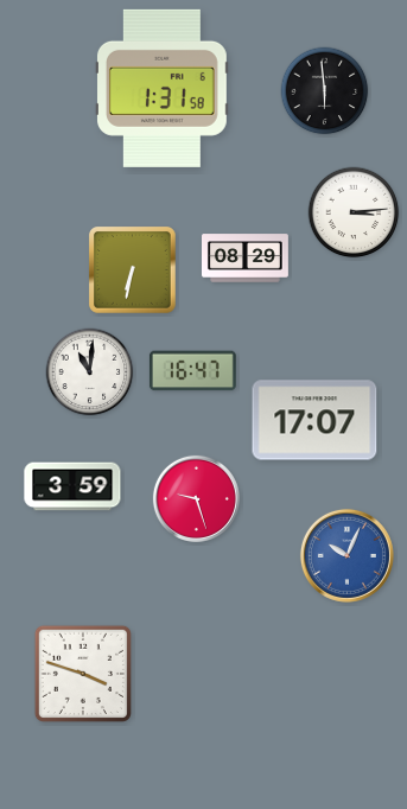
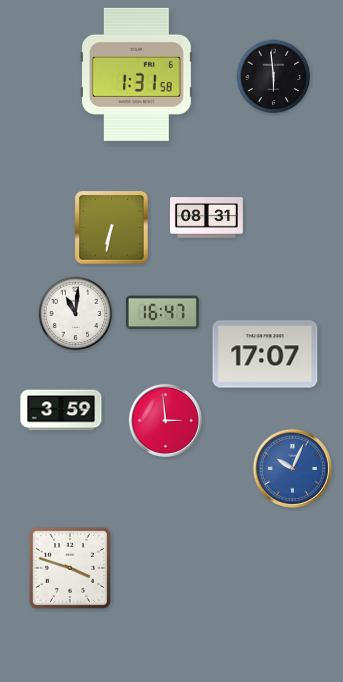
clock at (354, 212): 3:14 -> none
clock at (246, 259): 08:29 -> 08:31
clock at (196, 498): 9:27 -> 2:59
